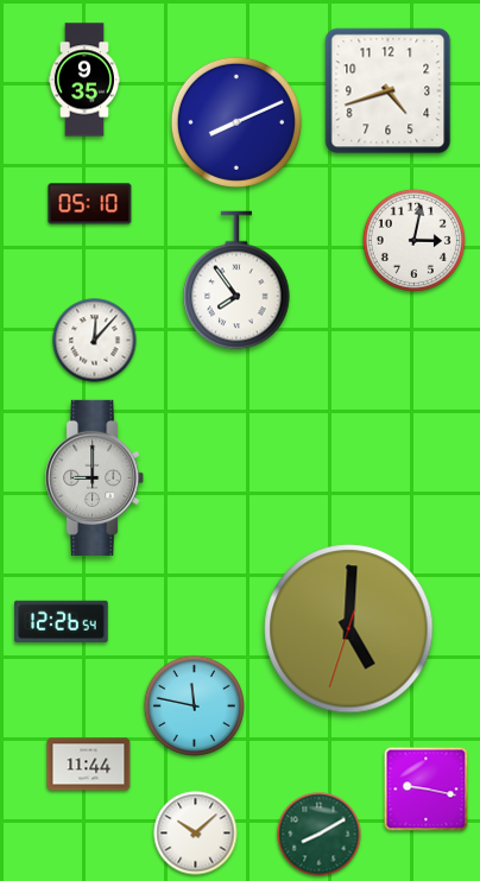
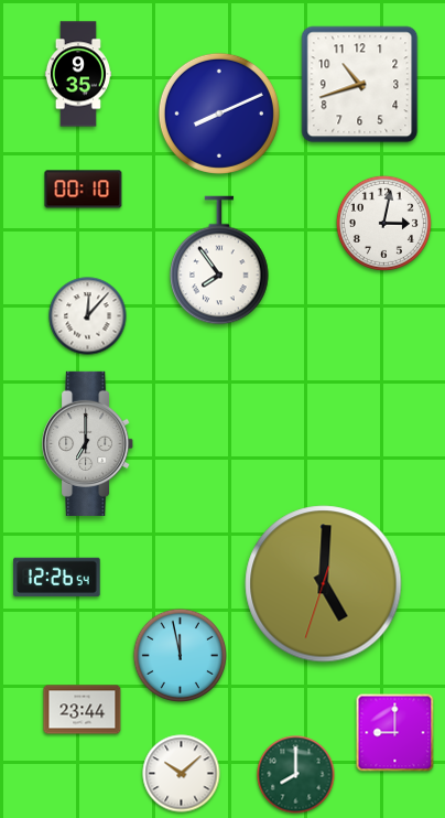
clock at (389, 91): 4:42 -> 10:42
clock at (90, 204): 05:10 -> 00:10
clock at (95, 477): 9:00 -> 7:00
clock at (194, 705): 11:47 -> 11:58
clock at (89, 765): 11:44 -> 23:44
clock at (427, 790): 9:17 -> 9:00
clock at (320, 835): 8:10 -> 8:00
